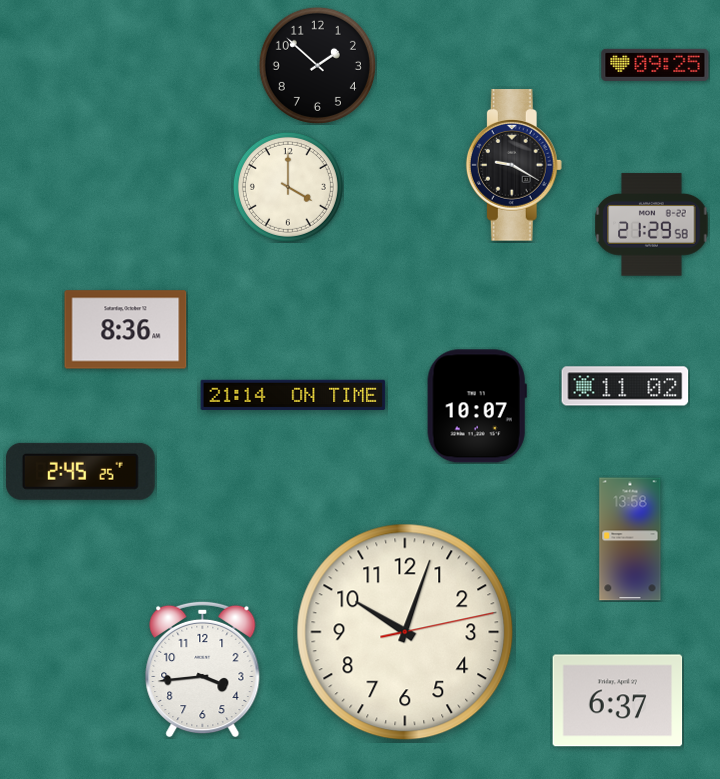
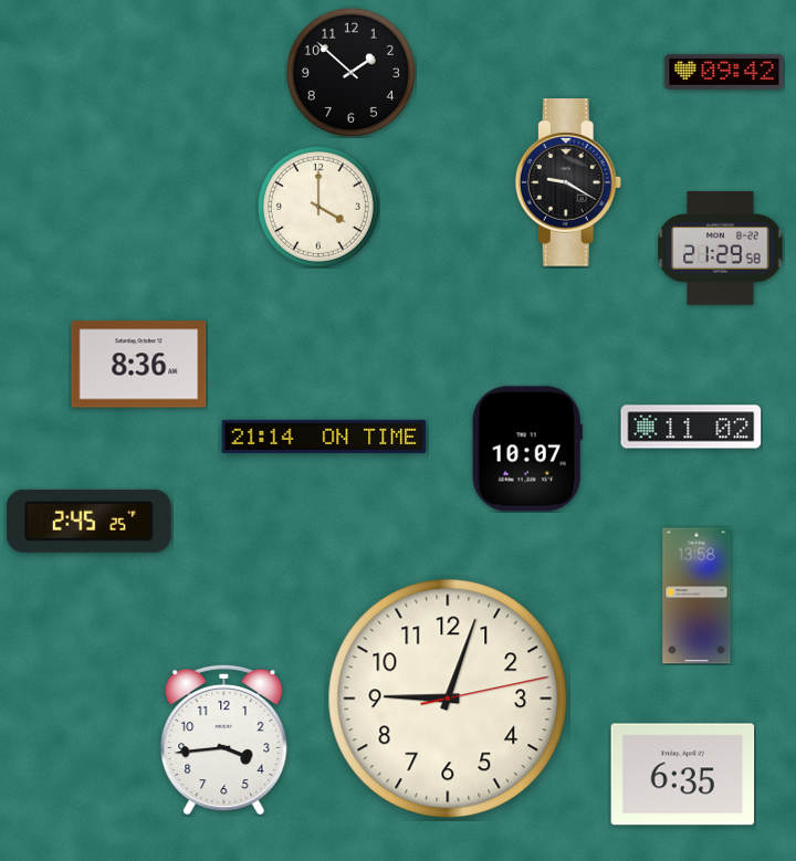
clock at (655, 65): 09:25 -> 09:42
clock at (405, 632): 10:03 -> 9:03
clock at (618, 701): 6:37 -> 6:35
